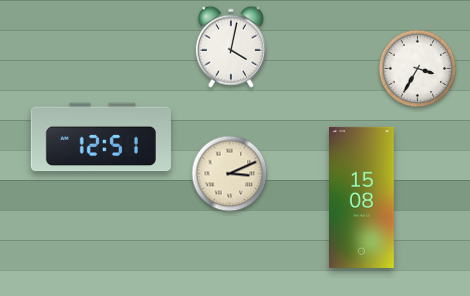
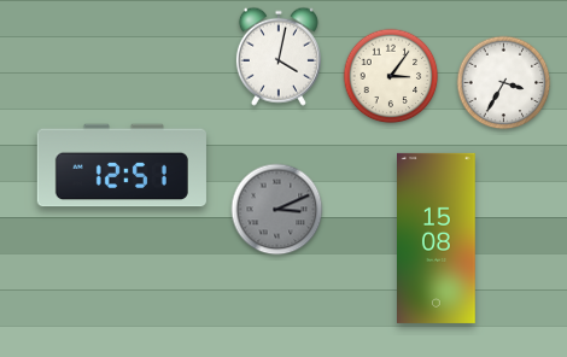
clock at (391, 76): none -> 3:06
clock at (230, 174) dial: cream -> grey
